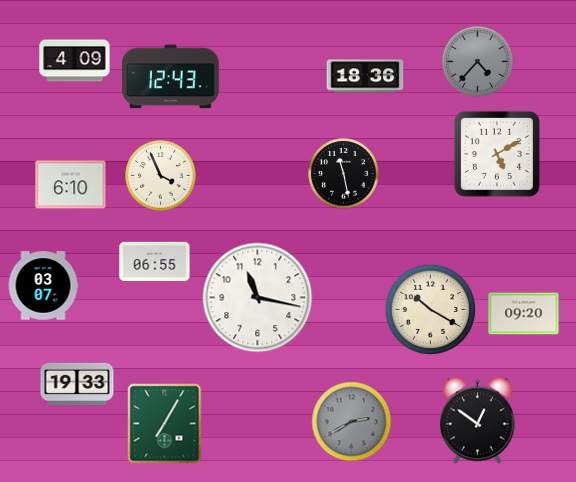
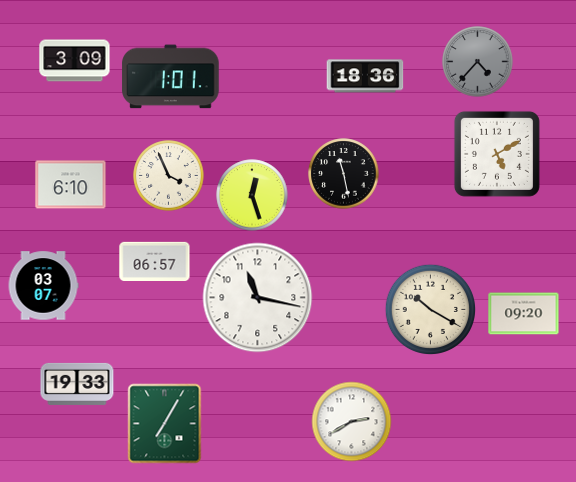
clock at (75, 61): 4:09 -> 3:09
clock at (171, 77): 12:43 -> 1:01
clock at (161, 176) position: (161, 176) -> (169, 176)
clock at (252, 195): none -> 12:27
clock at (155, 261): 06:55 -> 06:57
clock at (477, 421): 12:51 -> none
clock at (352, 422) dial: grey -> white
